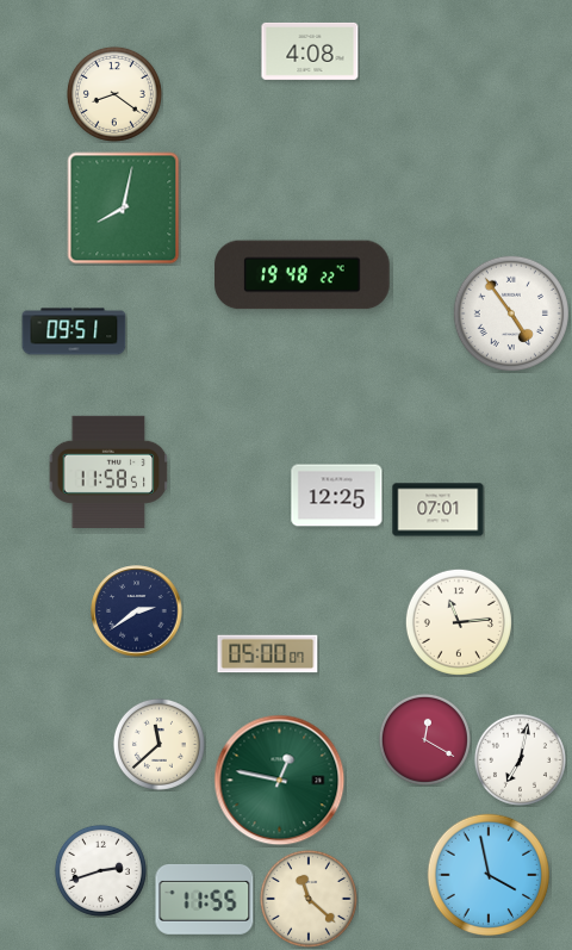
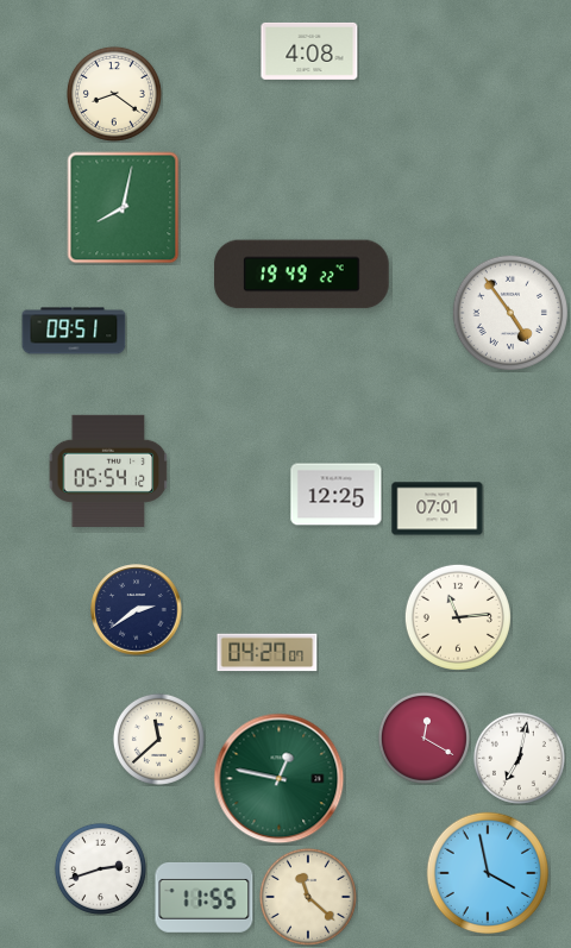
clock at (303, 275): 19:48 -> 19:49
clock at (108, 472): 11:58 -> 05:54
clock at (459, 622) position: (459, 622) -> (458, 617)
clock at (268, 654): 05:00 -> 04:27
clock at (158, 744) position: (158, 744) -> (158, 739)
